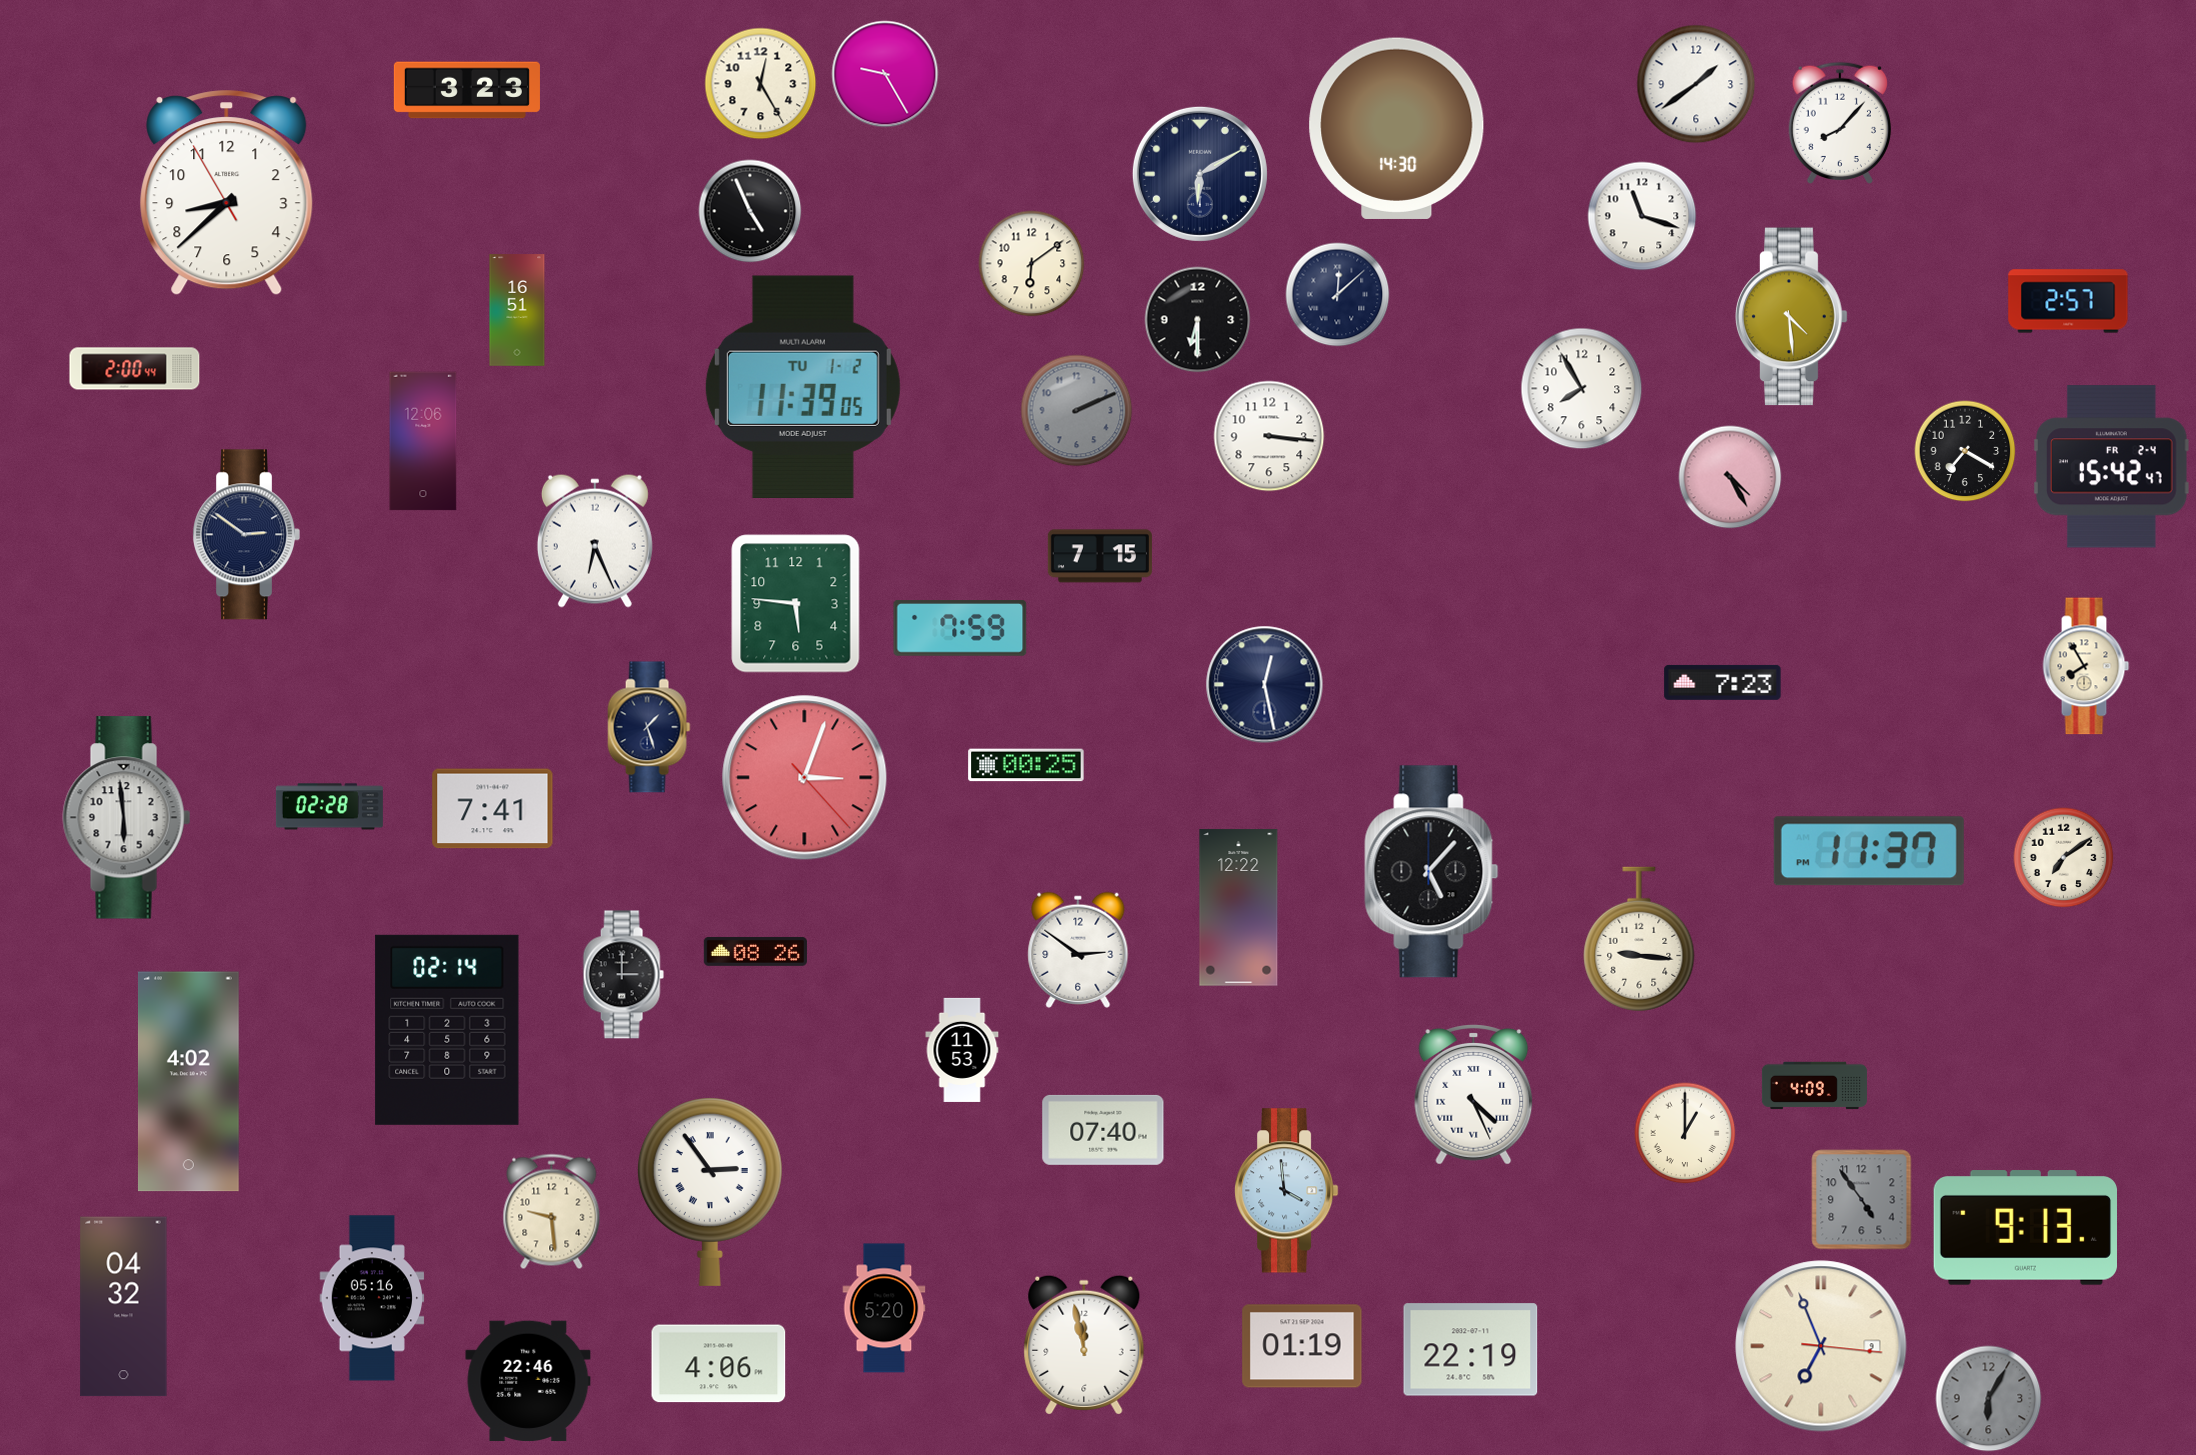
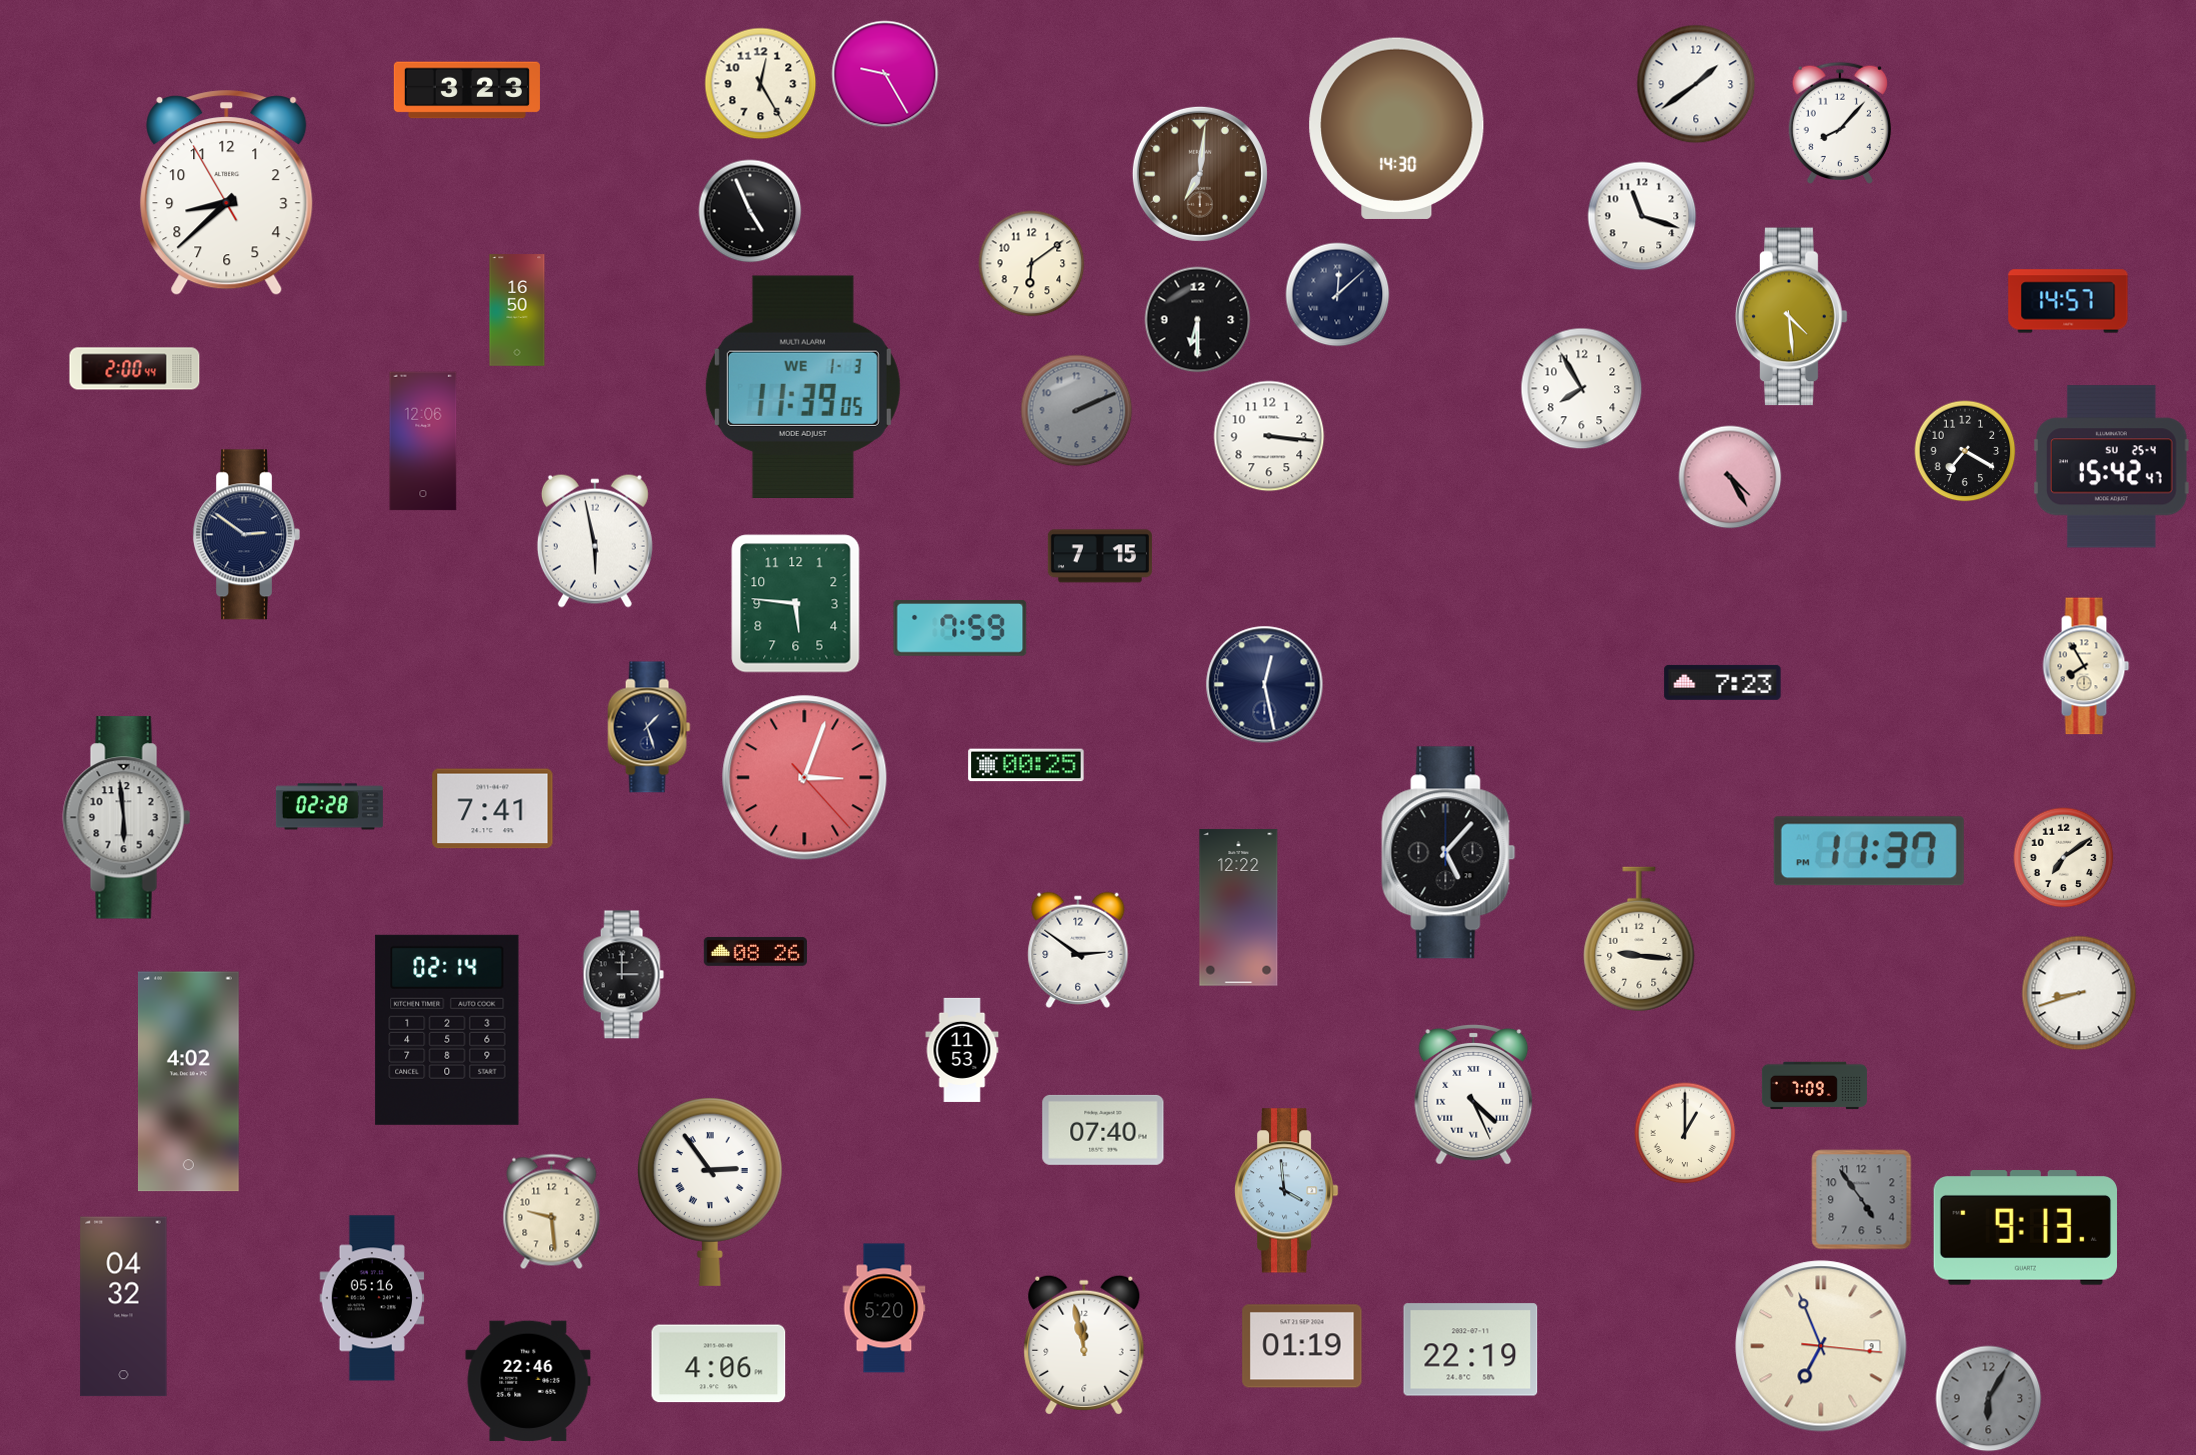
clock at (1200, 174): 6:10 -> 7:01
clock at (1200, 174) dial: navy -> brown
clock at (2068, 301): 2:57 -> 14:57
clock at (517, 310): 16:51 -> 16:50
clock at (803, 386) date: TU 1-2 -> WE 1-3
clock at (2112, 467) date: FR 2-4 -> SU 25-4
clock at (595, 541): 6:26 -> 5:58
clock at (1432, 872) position: (1432, 872) -> (1449, 853)
clock at (2079, 993): none -> 8:42
clock at (1814, 1086): 4:09 -> 7:09
